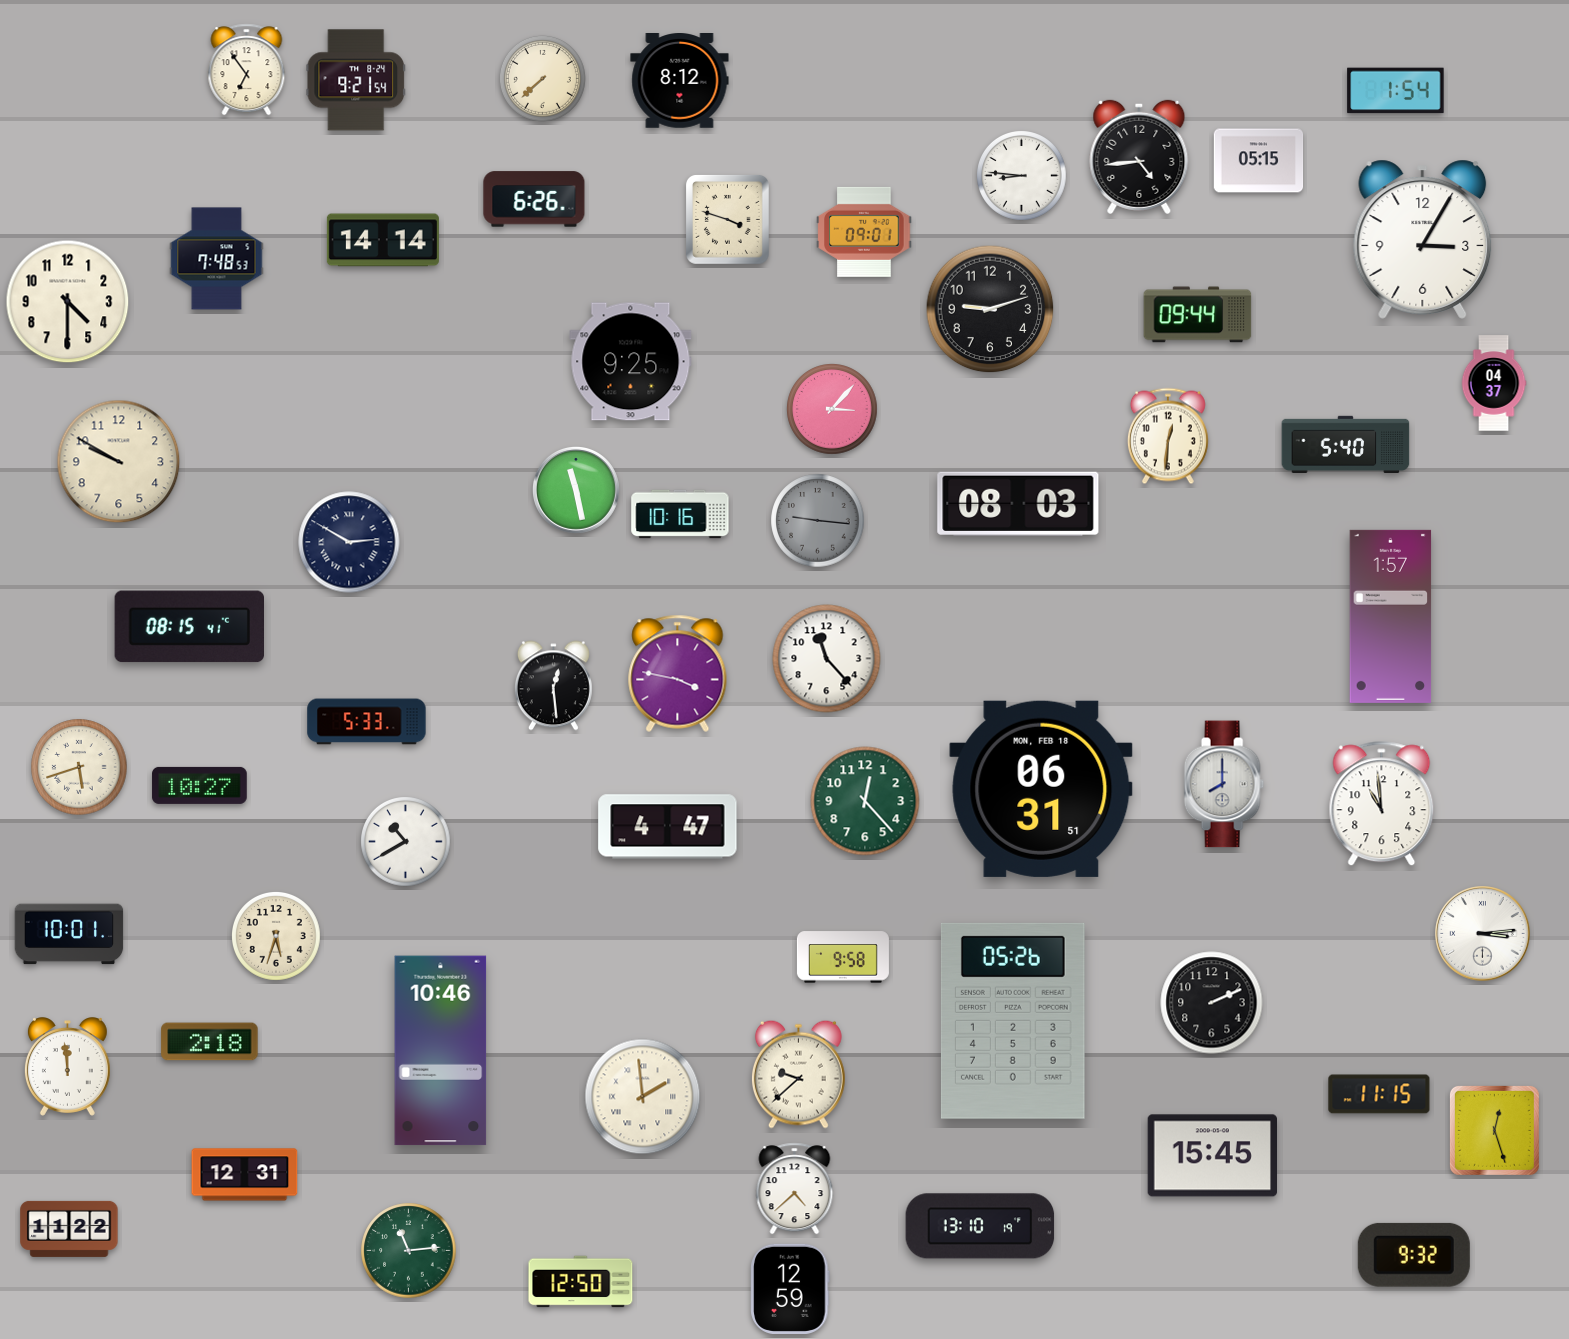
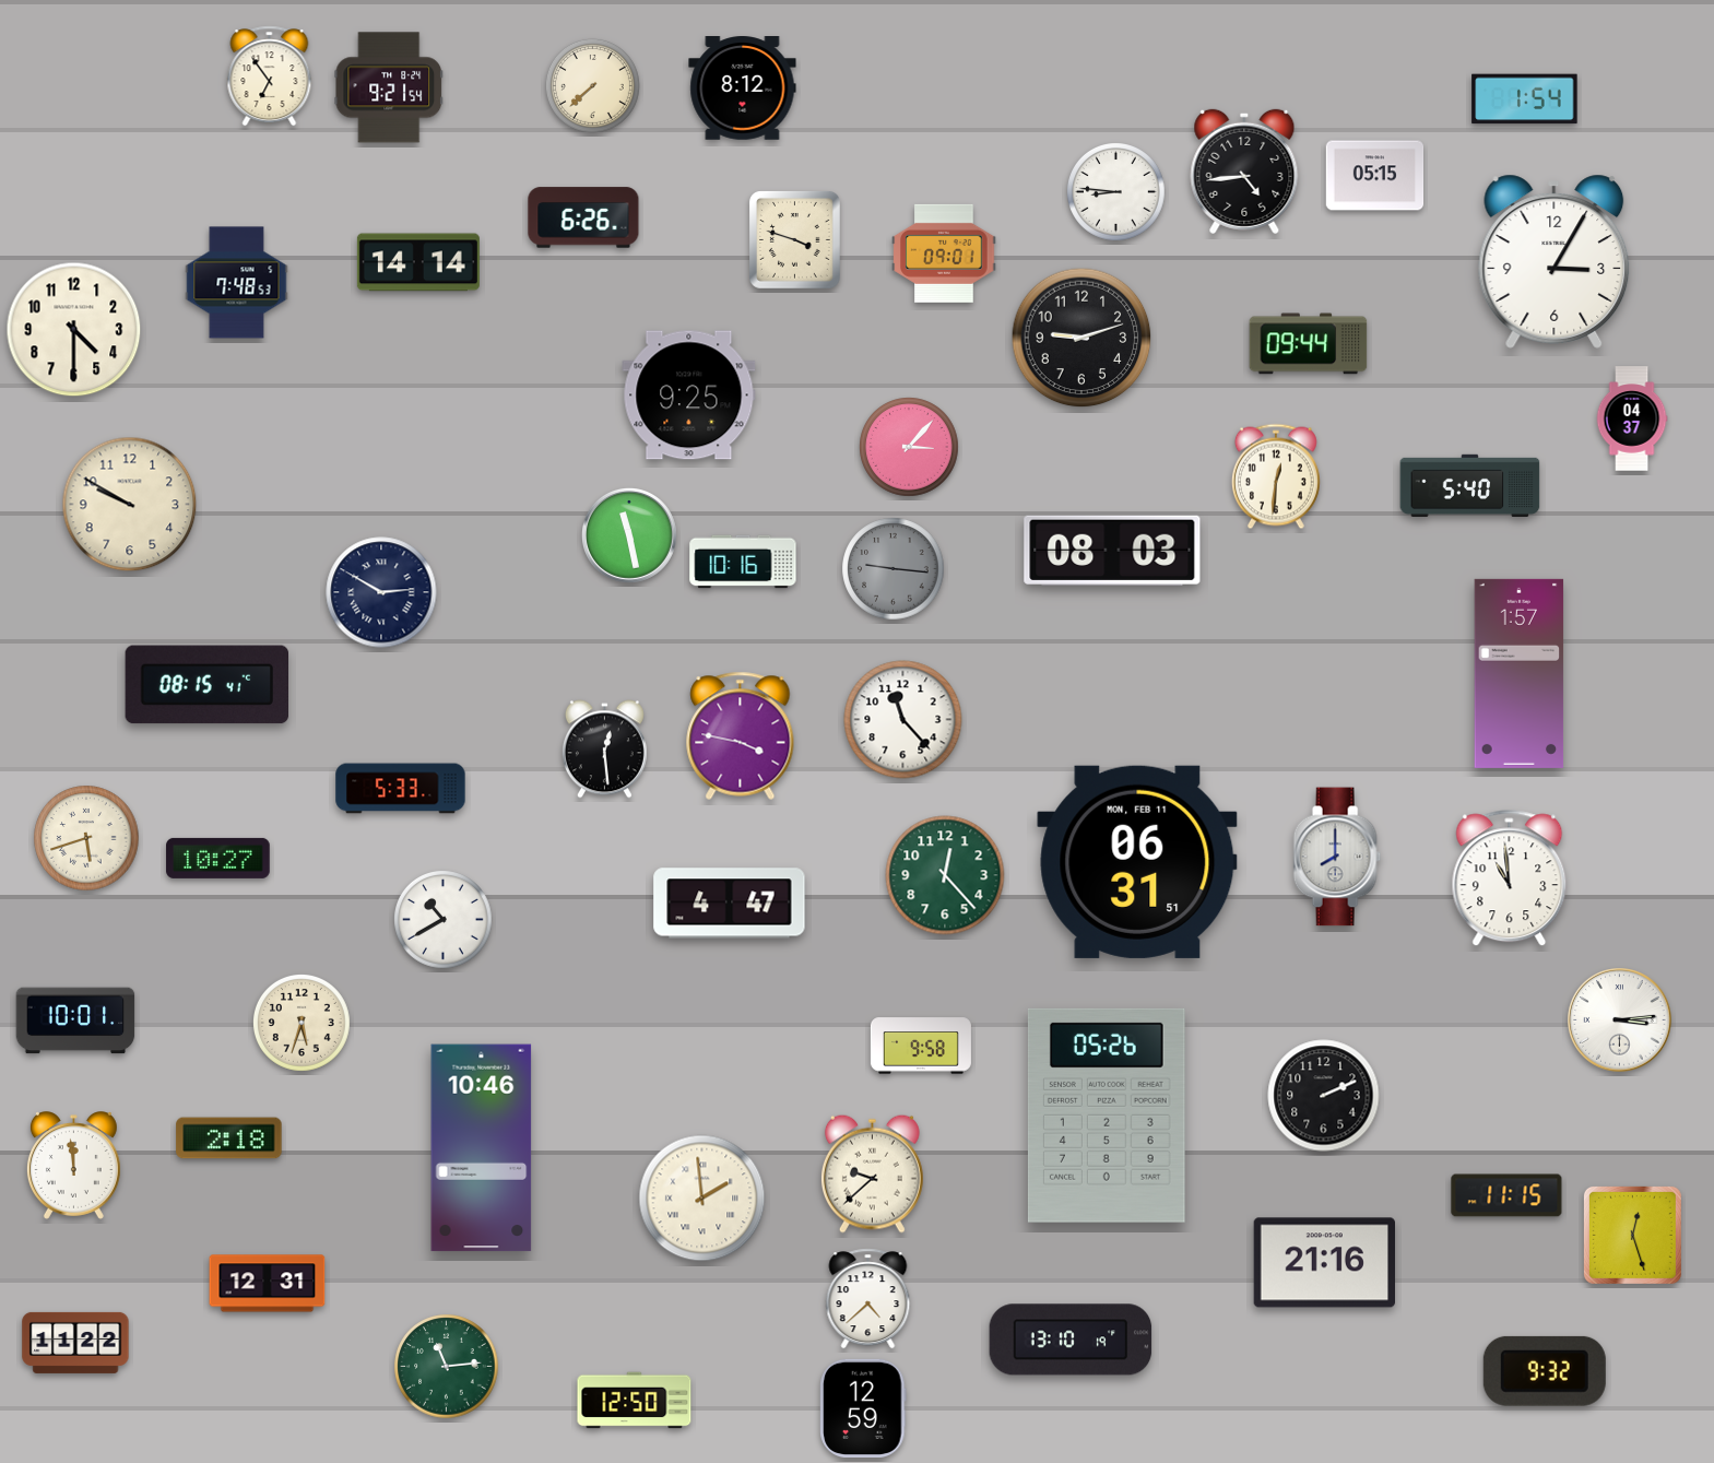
clock at (1041, 789) date: MON, FEB 18 -> MON, FEB 11
clock at (1212, 1156): 15:45 -> 21:16
